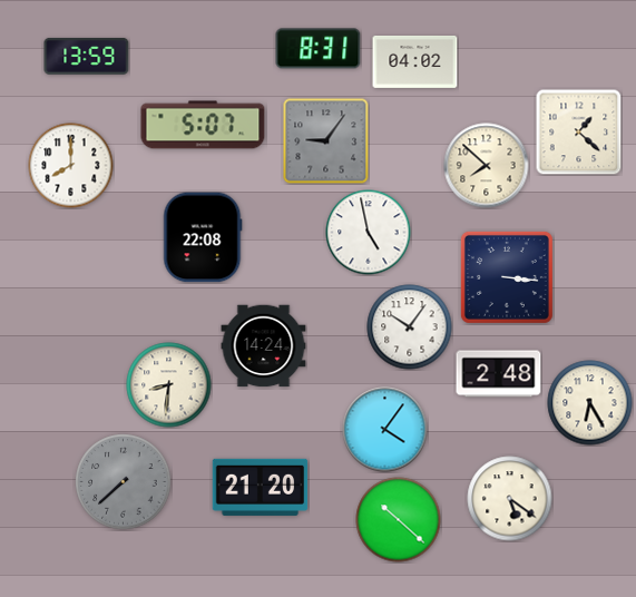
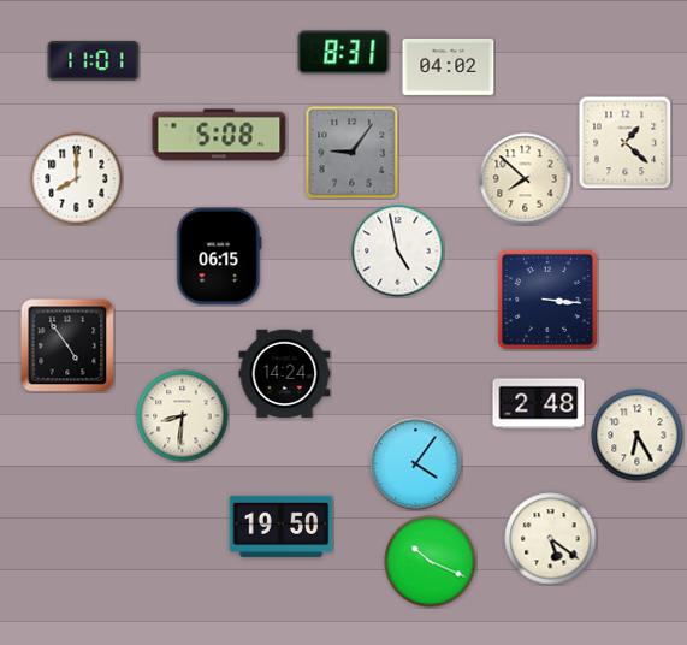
clock at (87, 57): 13:59 -> 11:01
clock at (203, 125): 5:07 -> 5:08
clock at (203, 237): 22:08 -> 06:15
clock at (67, 345): none -> 4:54
clock at (410, 327): 10:06 -> none
clock at (124, 482): 7:38 -> none
clock at (261, 487): 21:20 -> 19:50
clock at (399, 520): 10:22 -> 10:19
